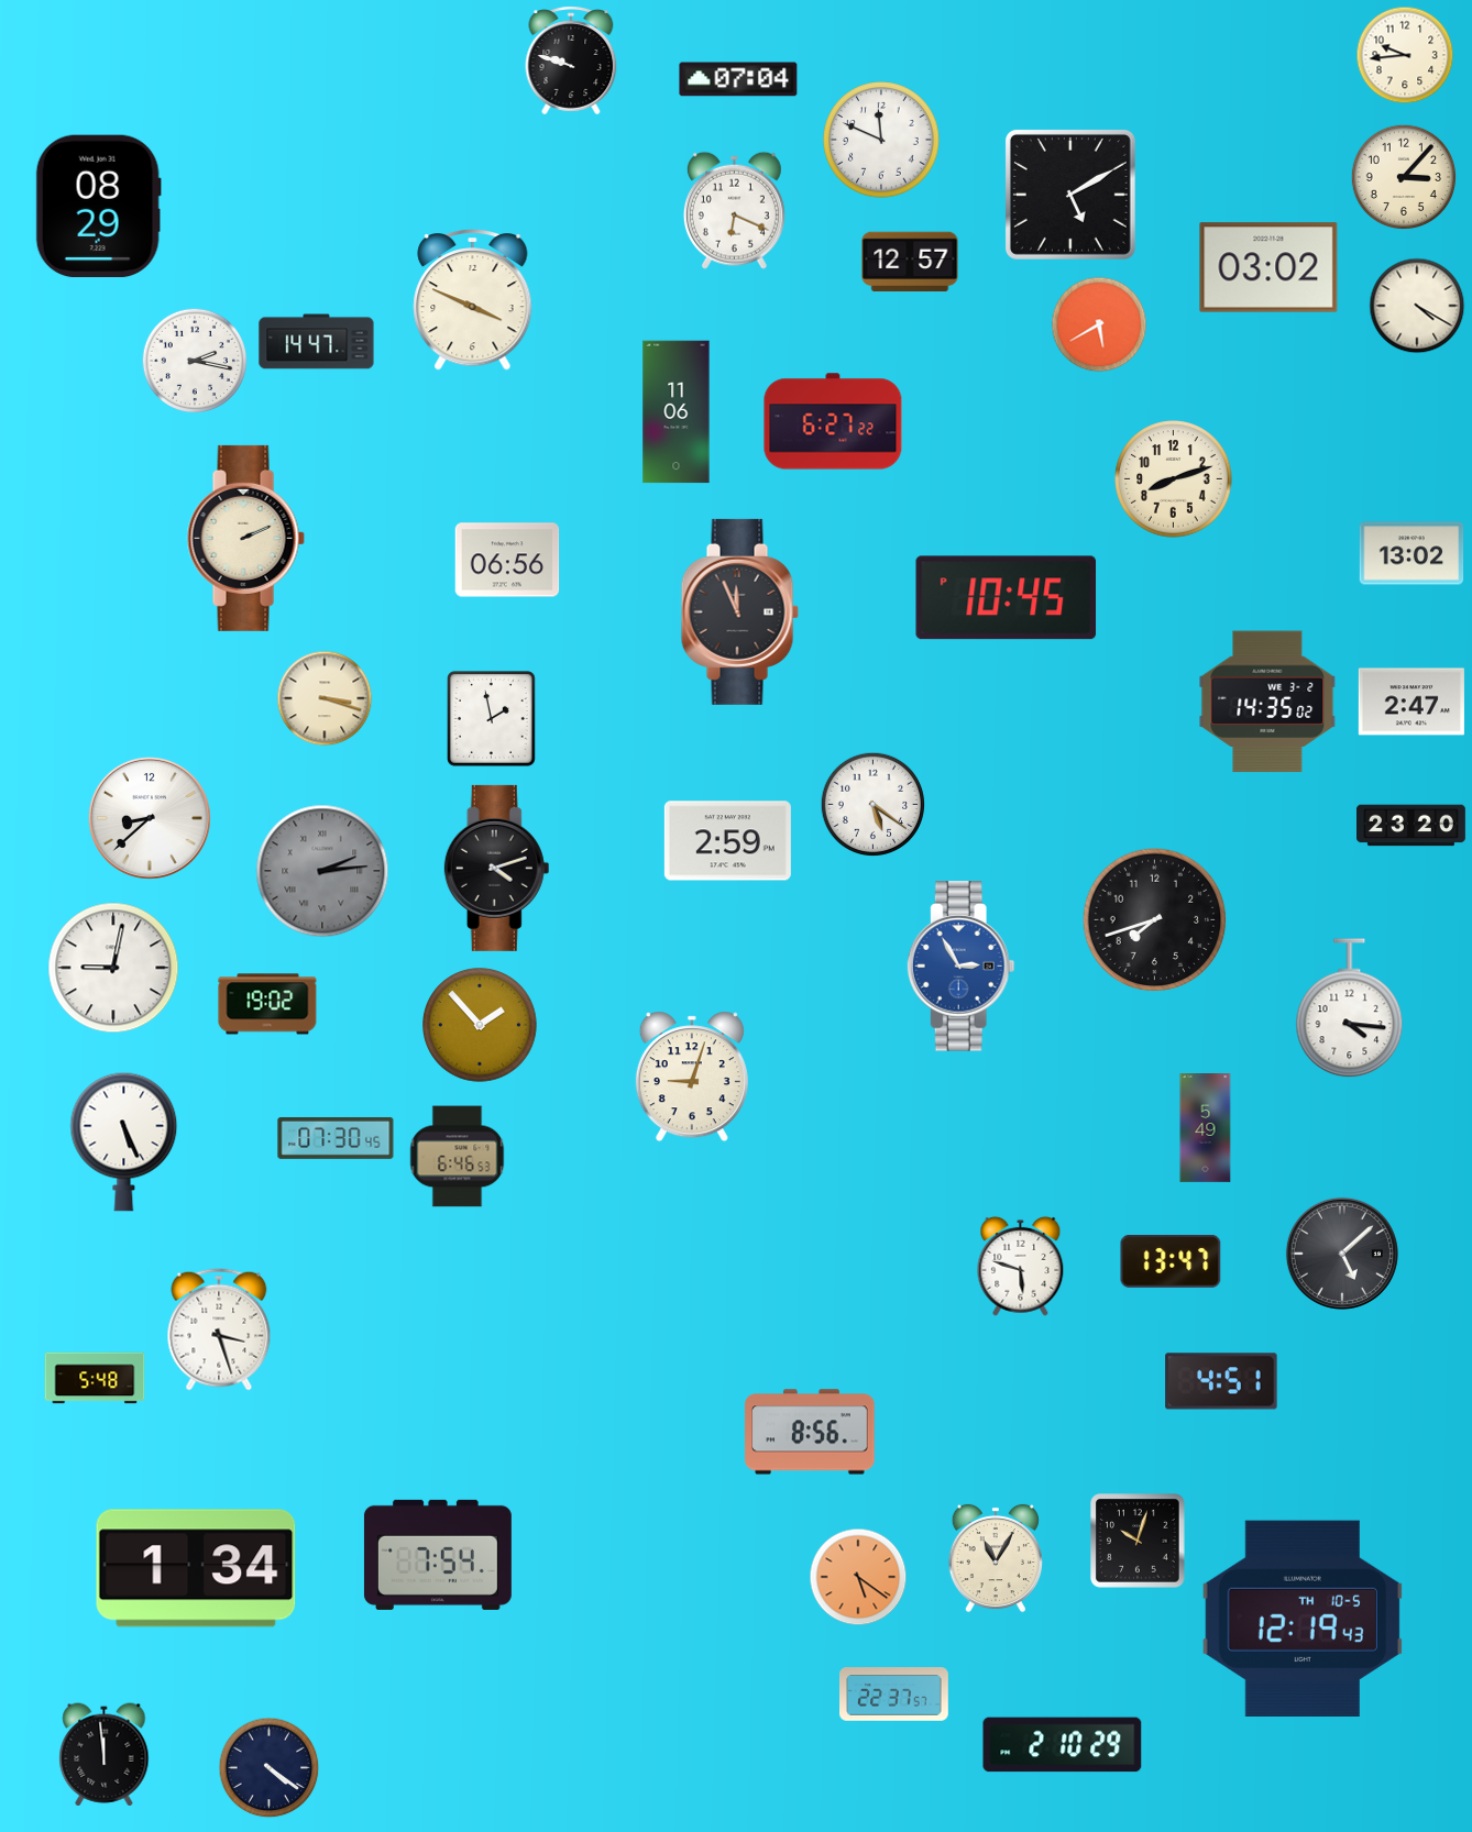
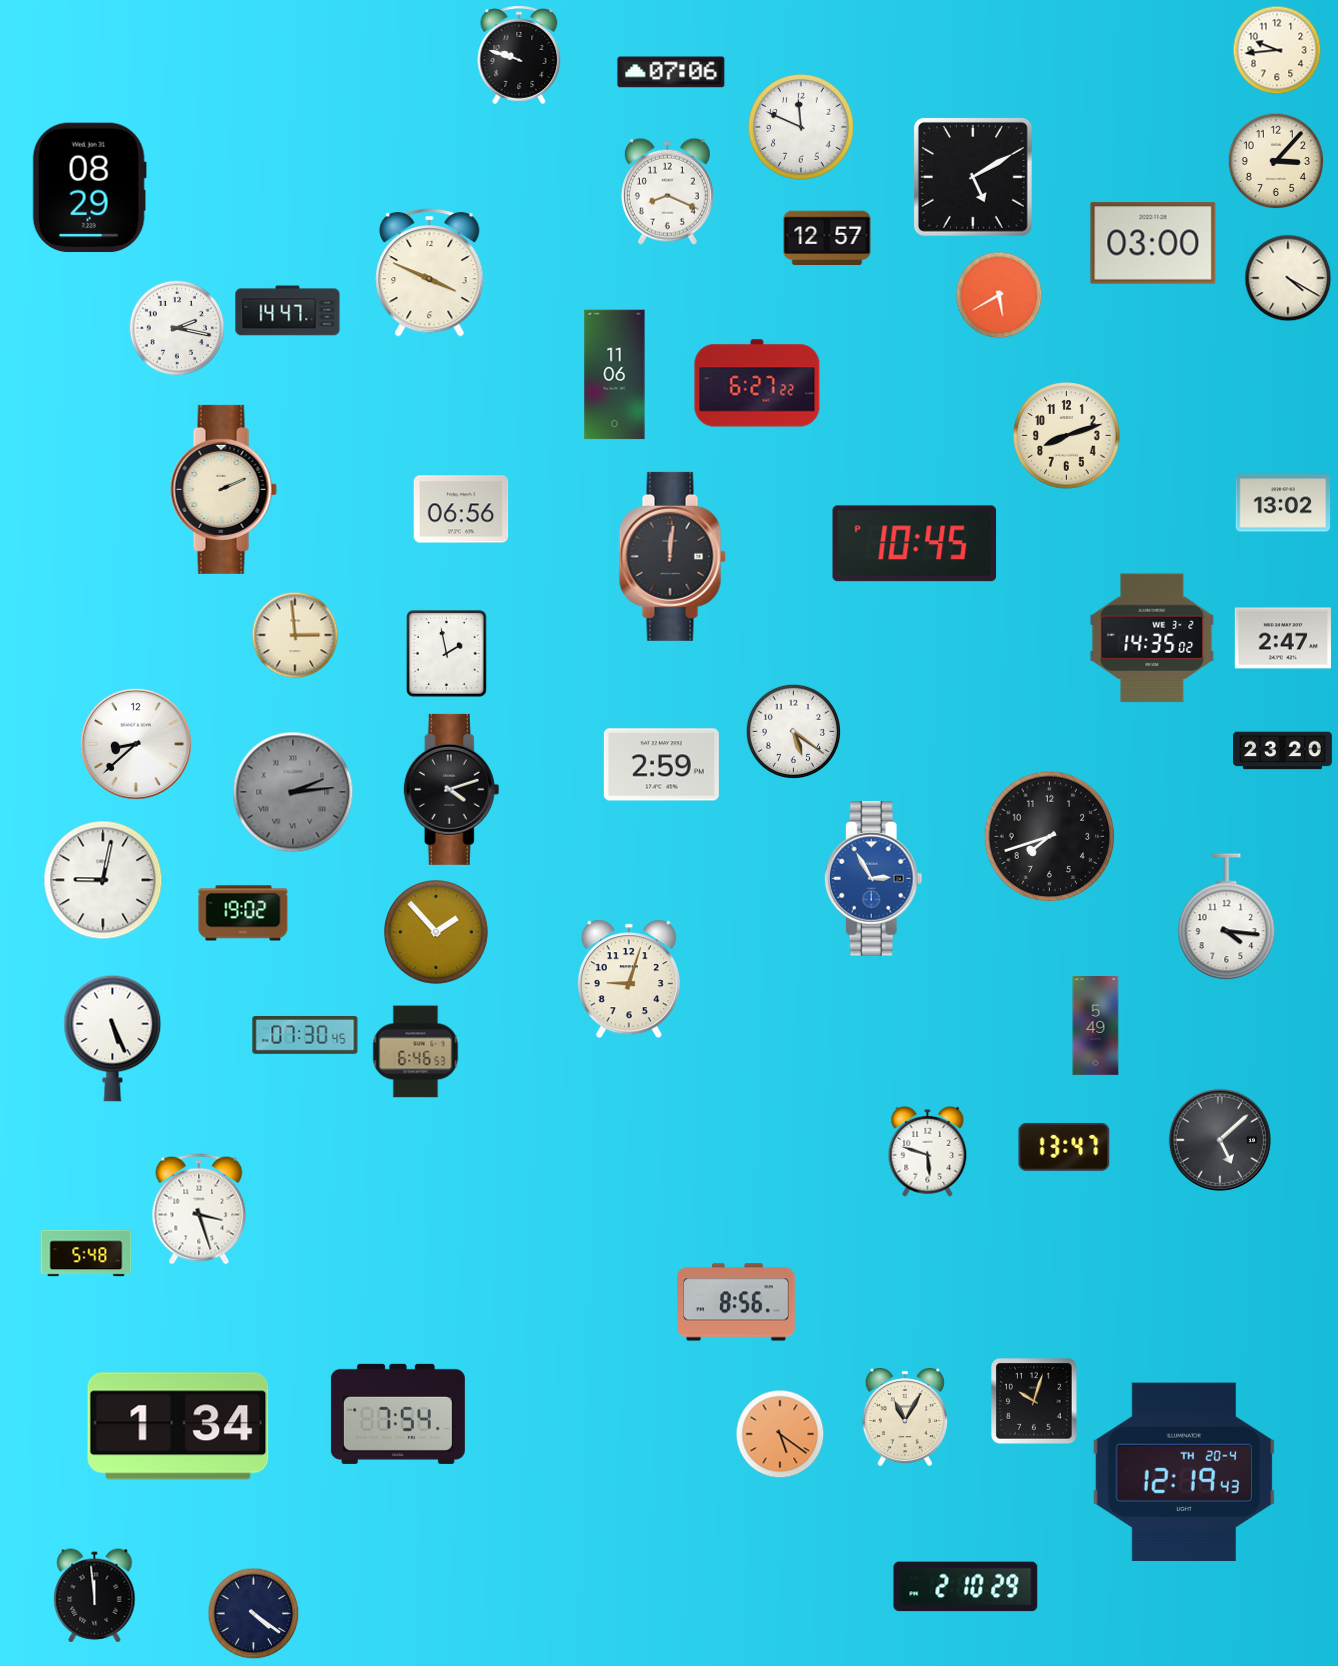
clock at (738, 79): 07:04 -> 07:06
clock at (734, 210): 6:19 -> 8:19
clock at (1268, 267): 03:02 -> 03:00
clock at (739, 611): 11:56 -> 12:01
clock at (325, 698): 3:18 -> 2:59
clock at (1221, 1381): 4:51 -> none
clock at (1301, 1619) date: TH 10-5 -> TH 20-4
clock at (894, 1695): 22:37 -> none
clock at (270, 1768) position: (270, 1768) -> (254, 1614)
